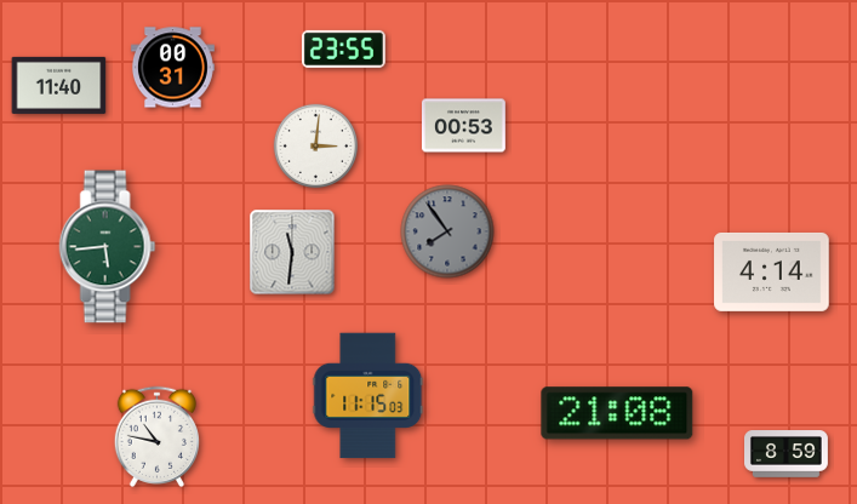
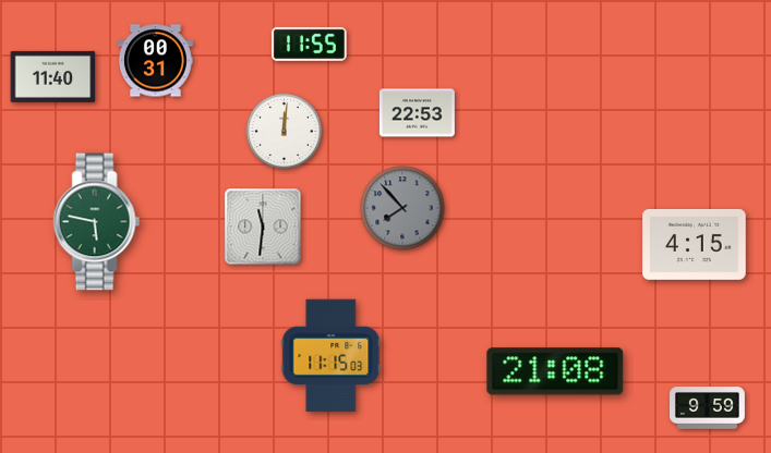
clock at (343, 48): 23:55 -> 11:55
clock at (463, 126): 00:53 -> 22:53
clock at (315, 145): 3:01 -> 12:01
clock at (447, 231): 7:54 -> 7:53
clock at (108, 247): 5:44 -> 5:47
clock at (772, 271): 4:14 -> 4:15
clock at (156, 436): 10:47 -> none
clock at (787, 454): 8:59 -> 9:59
